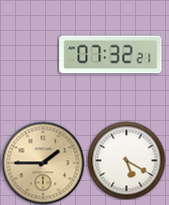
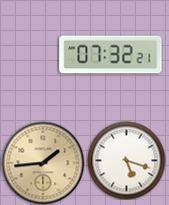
clock at (126, 160): 5:20 -> 5:18
clock at (43, 163): 1:45 -> 1:44
